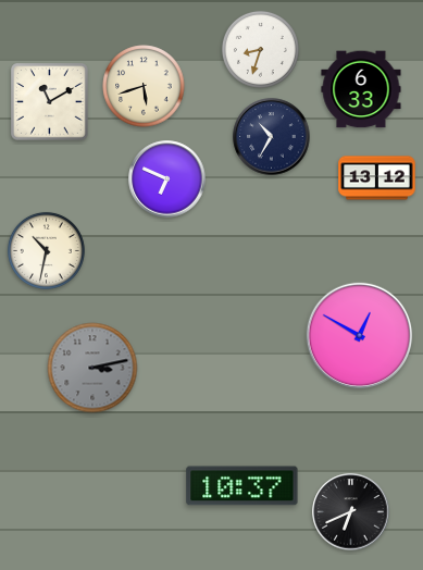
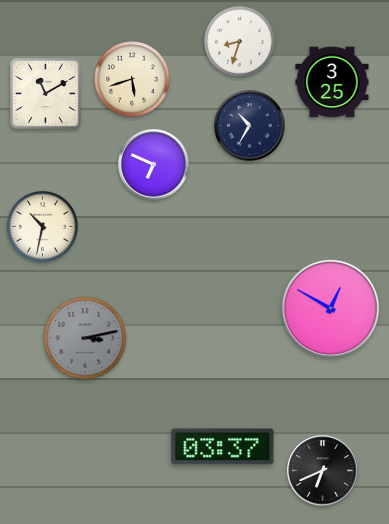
clock at (260, 49) position: (260, 49) -> (239, 41)
clock at (361, 89): 6:33 -> 3:25
clock at (377, 178): 13:12 -> none
clock at (46, 250) position: (46, 250) -> (42, 226)
clock at (242, 486): 10:37 -> 03:37
